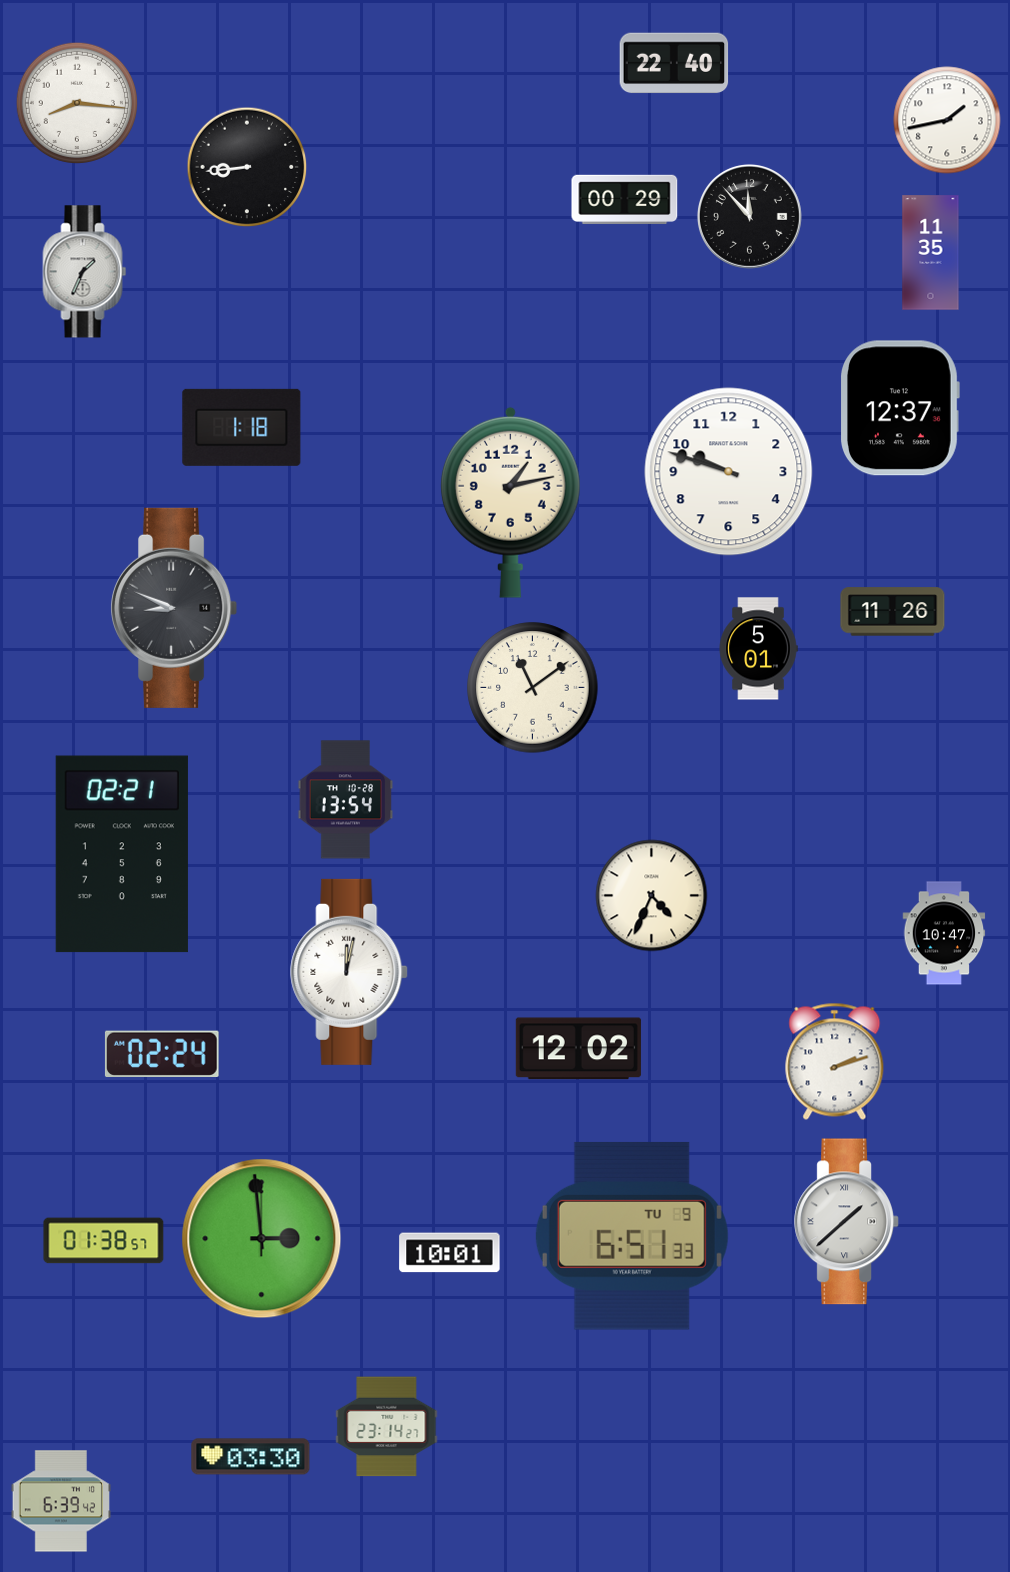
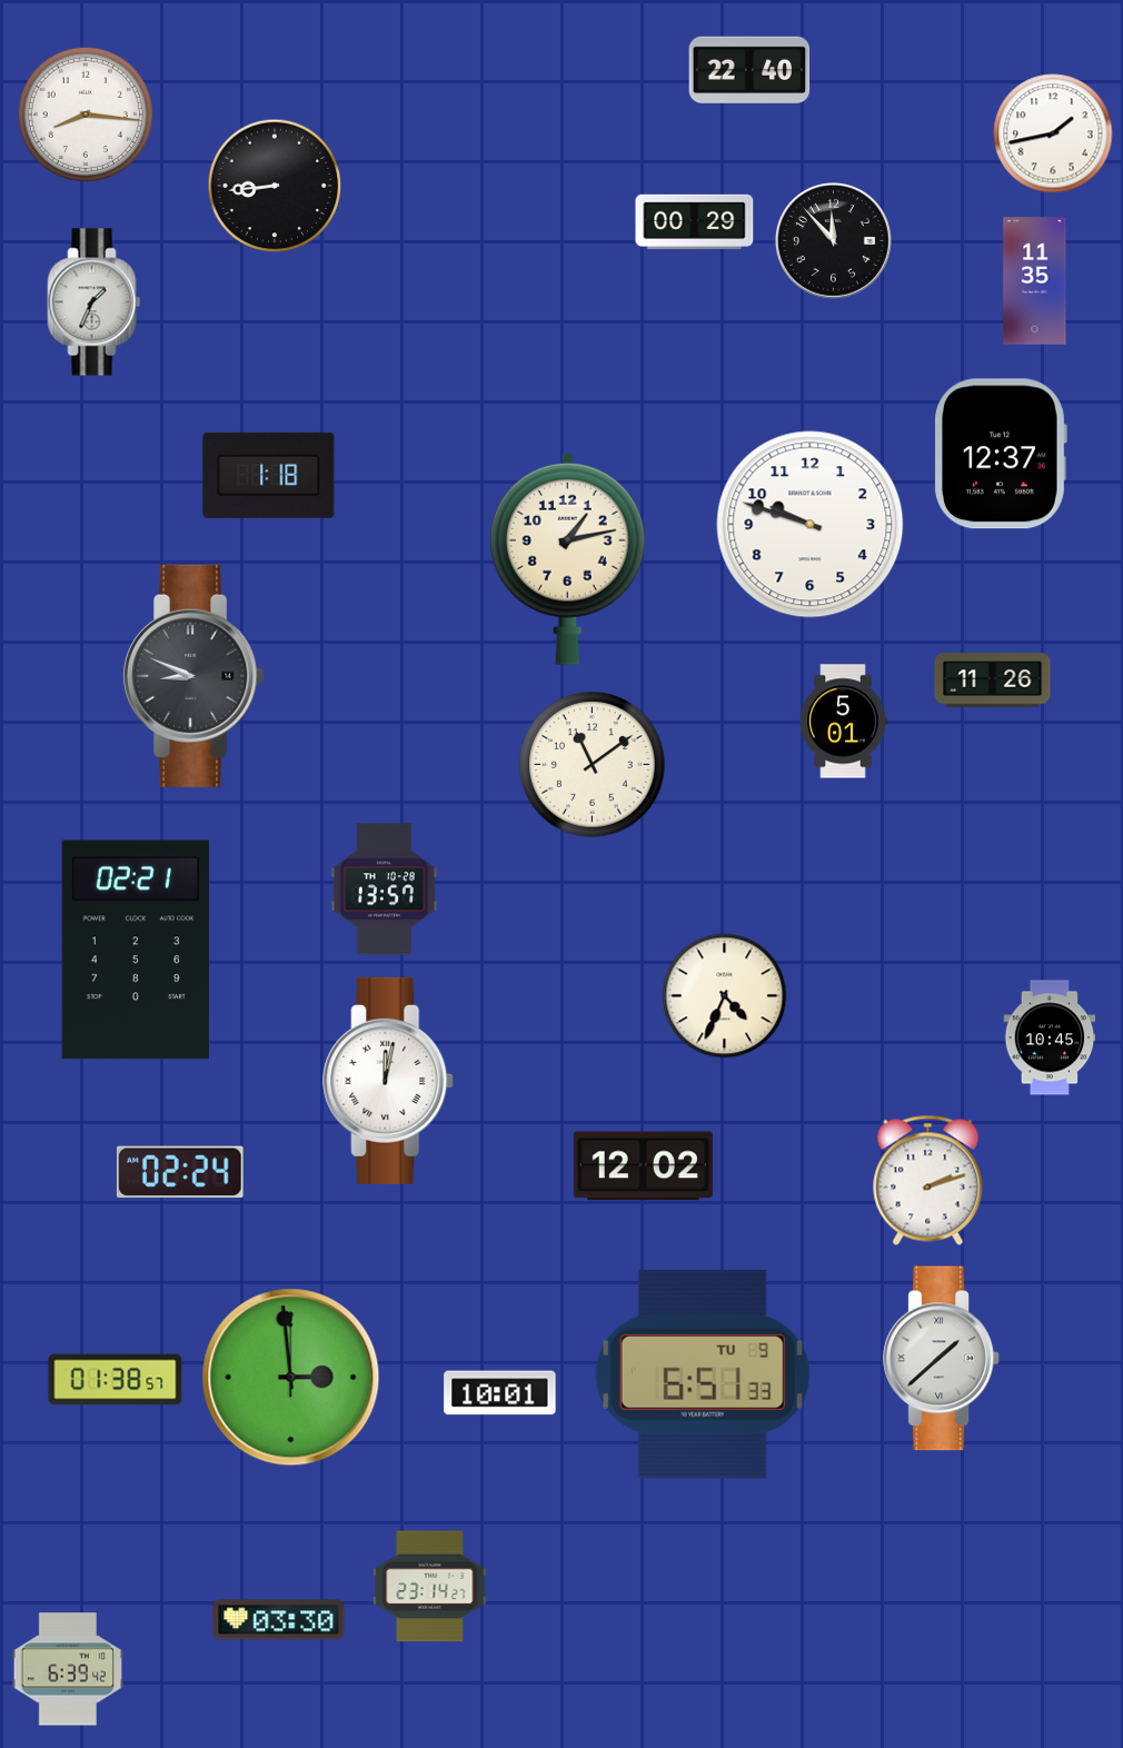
clock at (346, 800): 13:54 -> 13:57
clock at (944, 933): 10:47 -> 10:45
